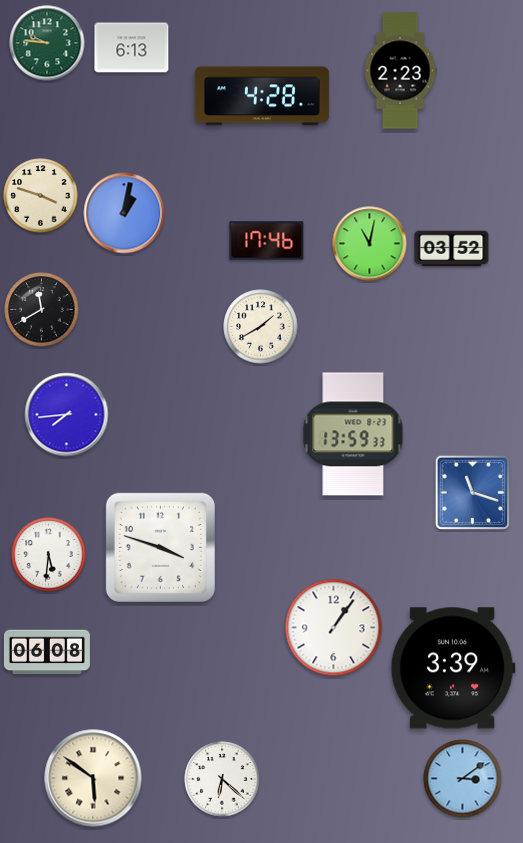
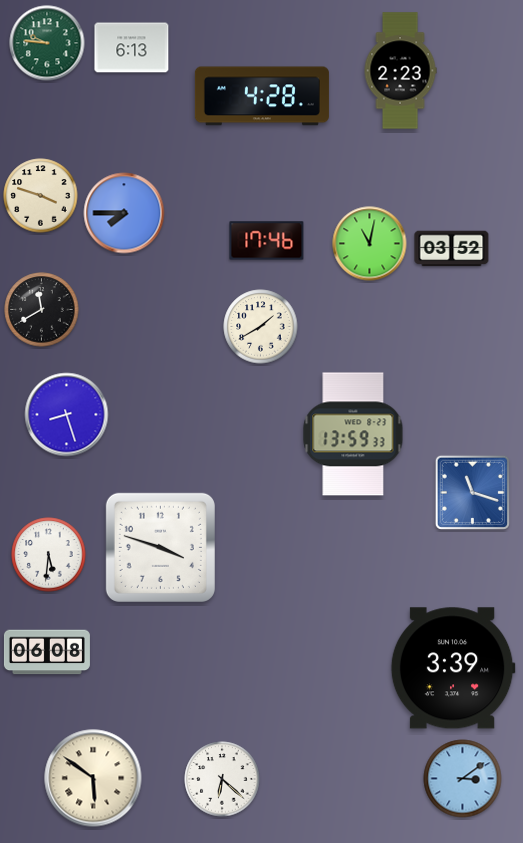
clock at (124, 213): 1:02 -> 7:45
clock at (67, 415): 7:44 -> 8:27
clock at (334, 628): 1:06 -> none
